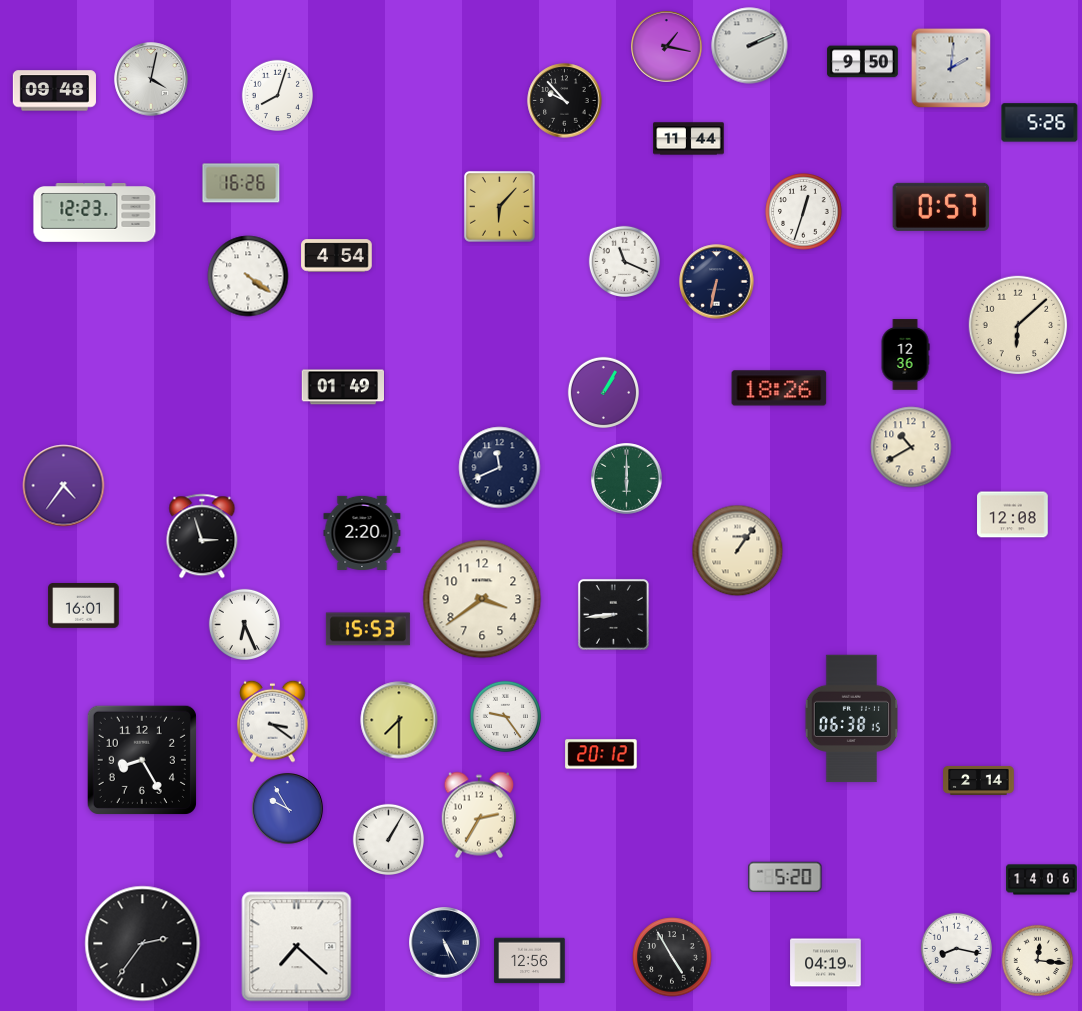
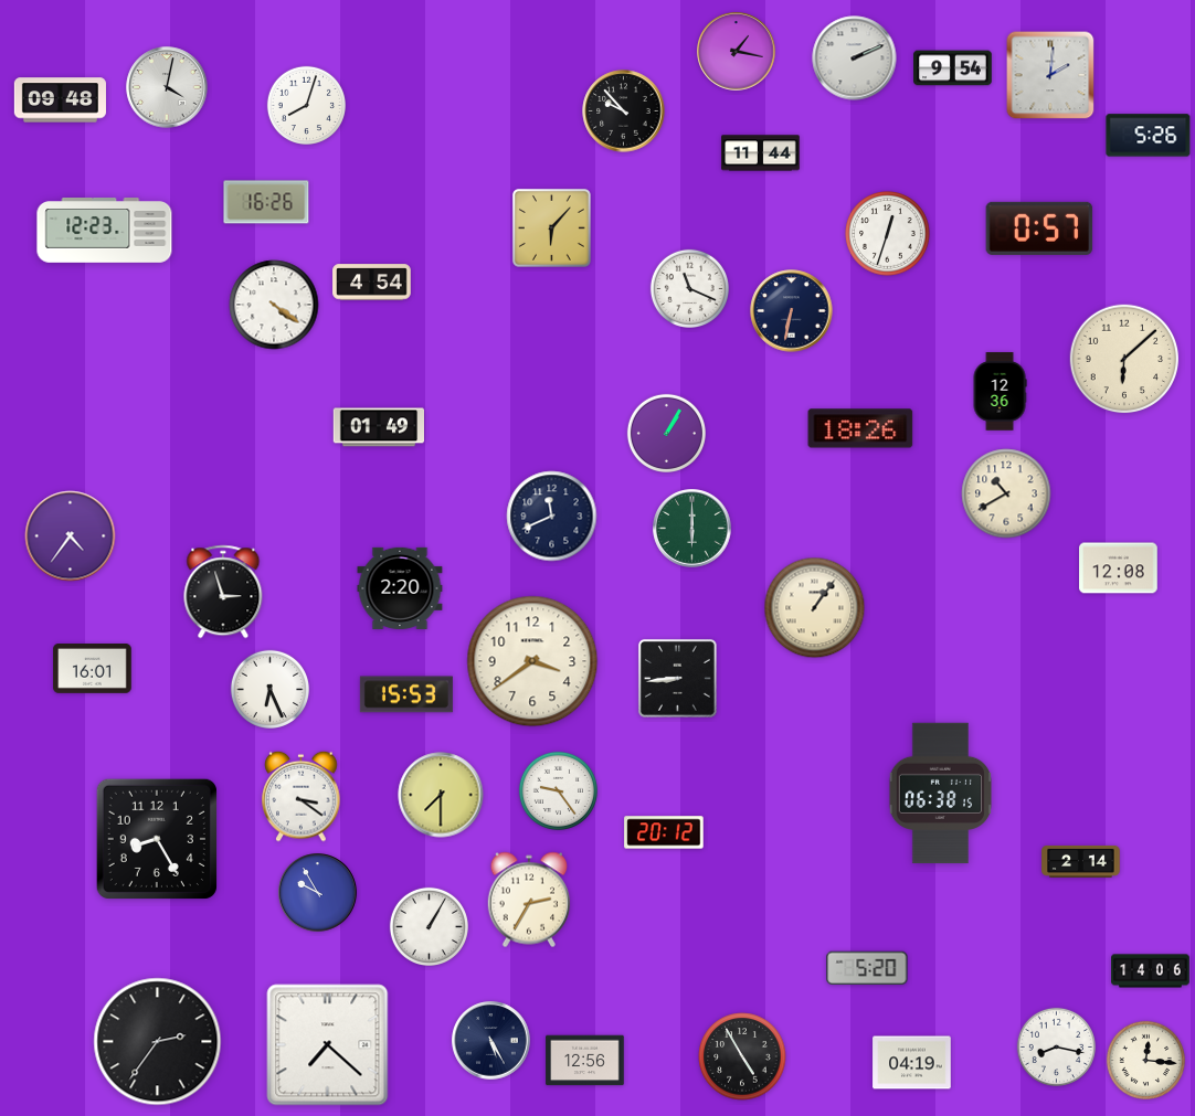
clock at (750, 46) position: (750, 46) -> (855, 59)
clock at (863, 62): 9:50 -> 9:54
clock at (95, 213) position: (95, 213) -> (105, 231)
